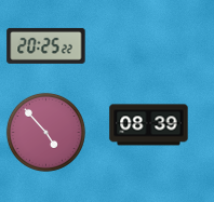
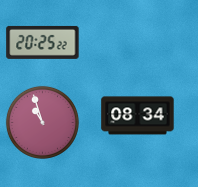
clock at (149, 125): 08:39 -> 08:34
clock at (45, 132): 4:53 -> 10:57
